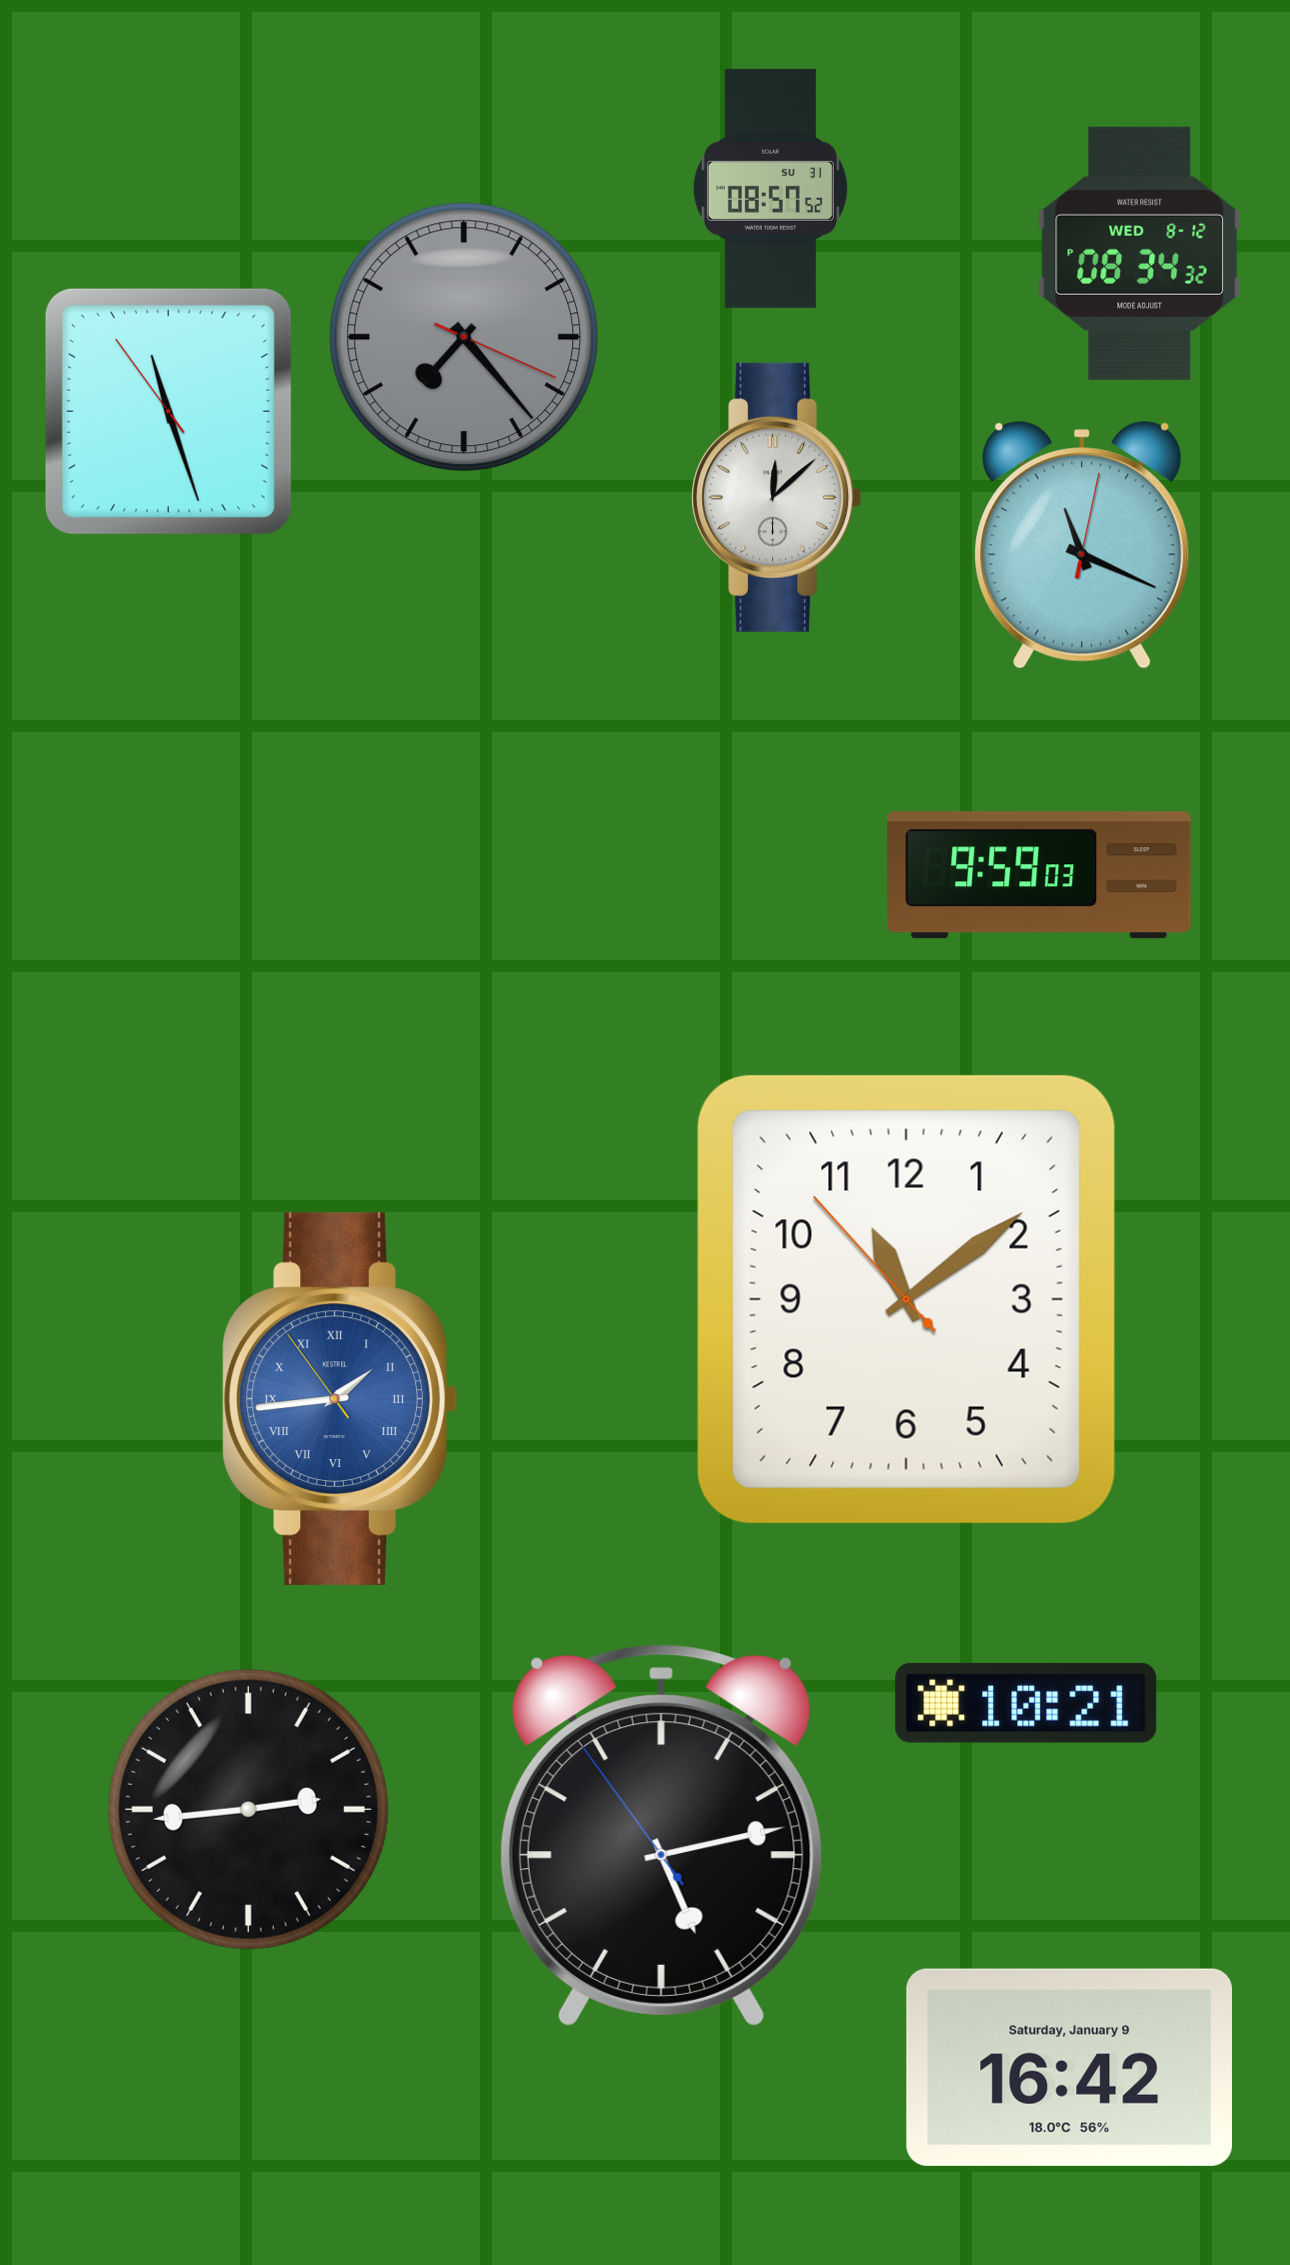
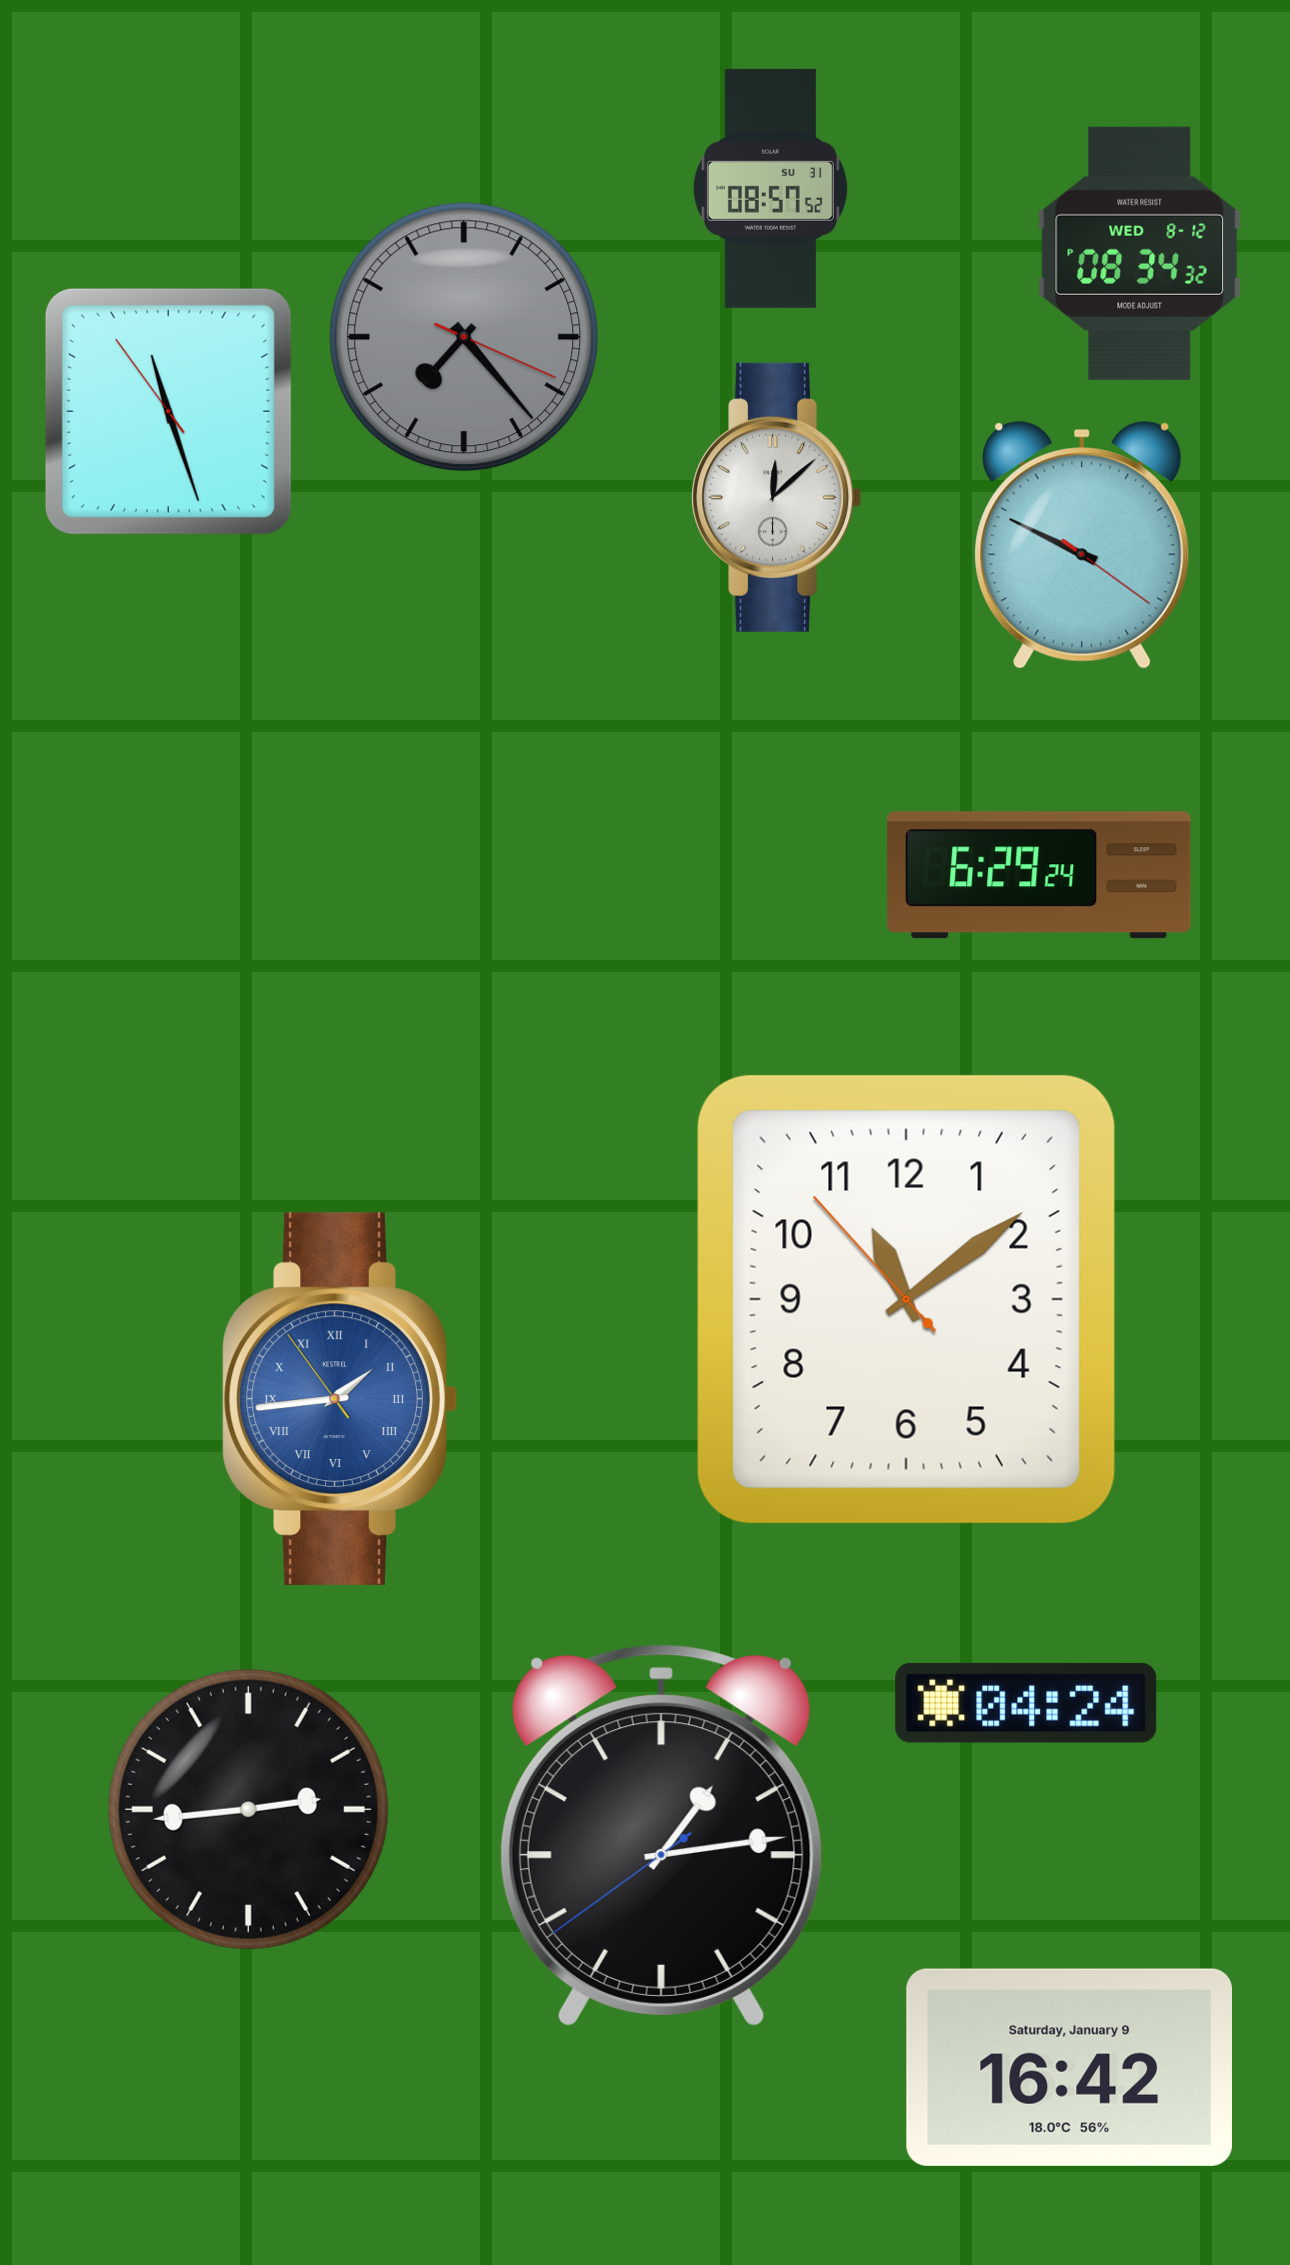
clock at (1082, 545): 11:19 -> 9:49
clock at (1039, 875): 9:59 -> 6:29
clock at (1026, 1703): 10:21 -> 04:24
clock at (661, 1835): 5:12 -> 1:13
